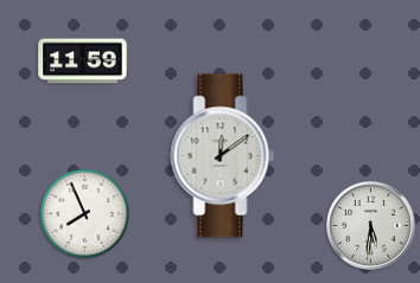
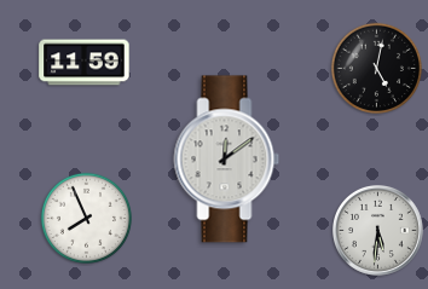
clock at (376, 68): none -> 5:02
